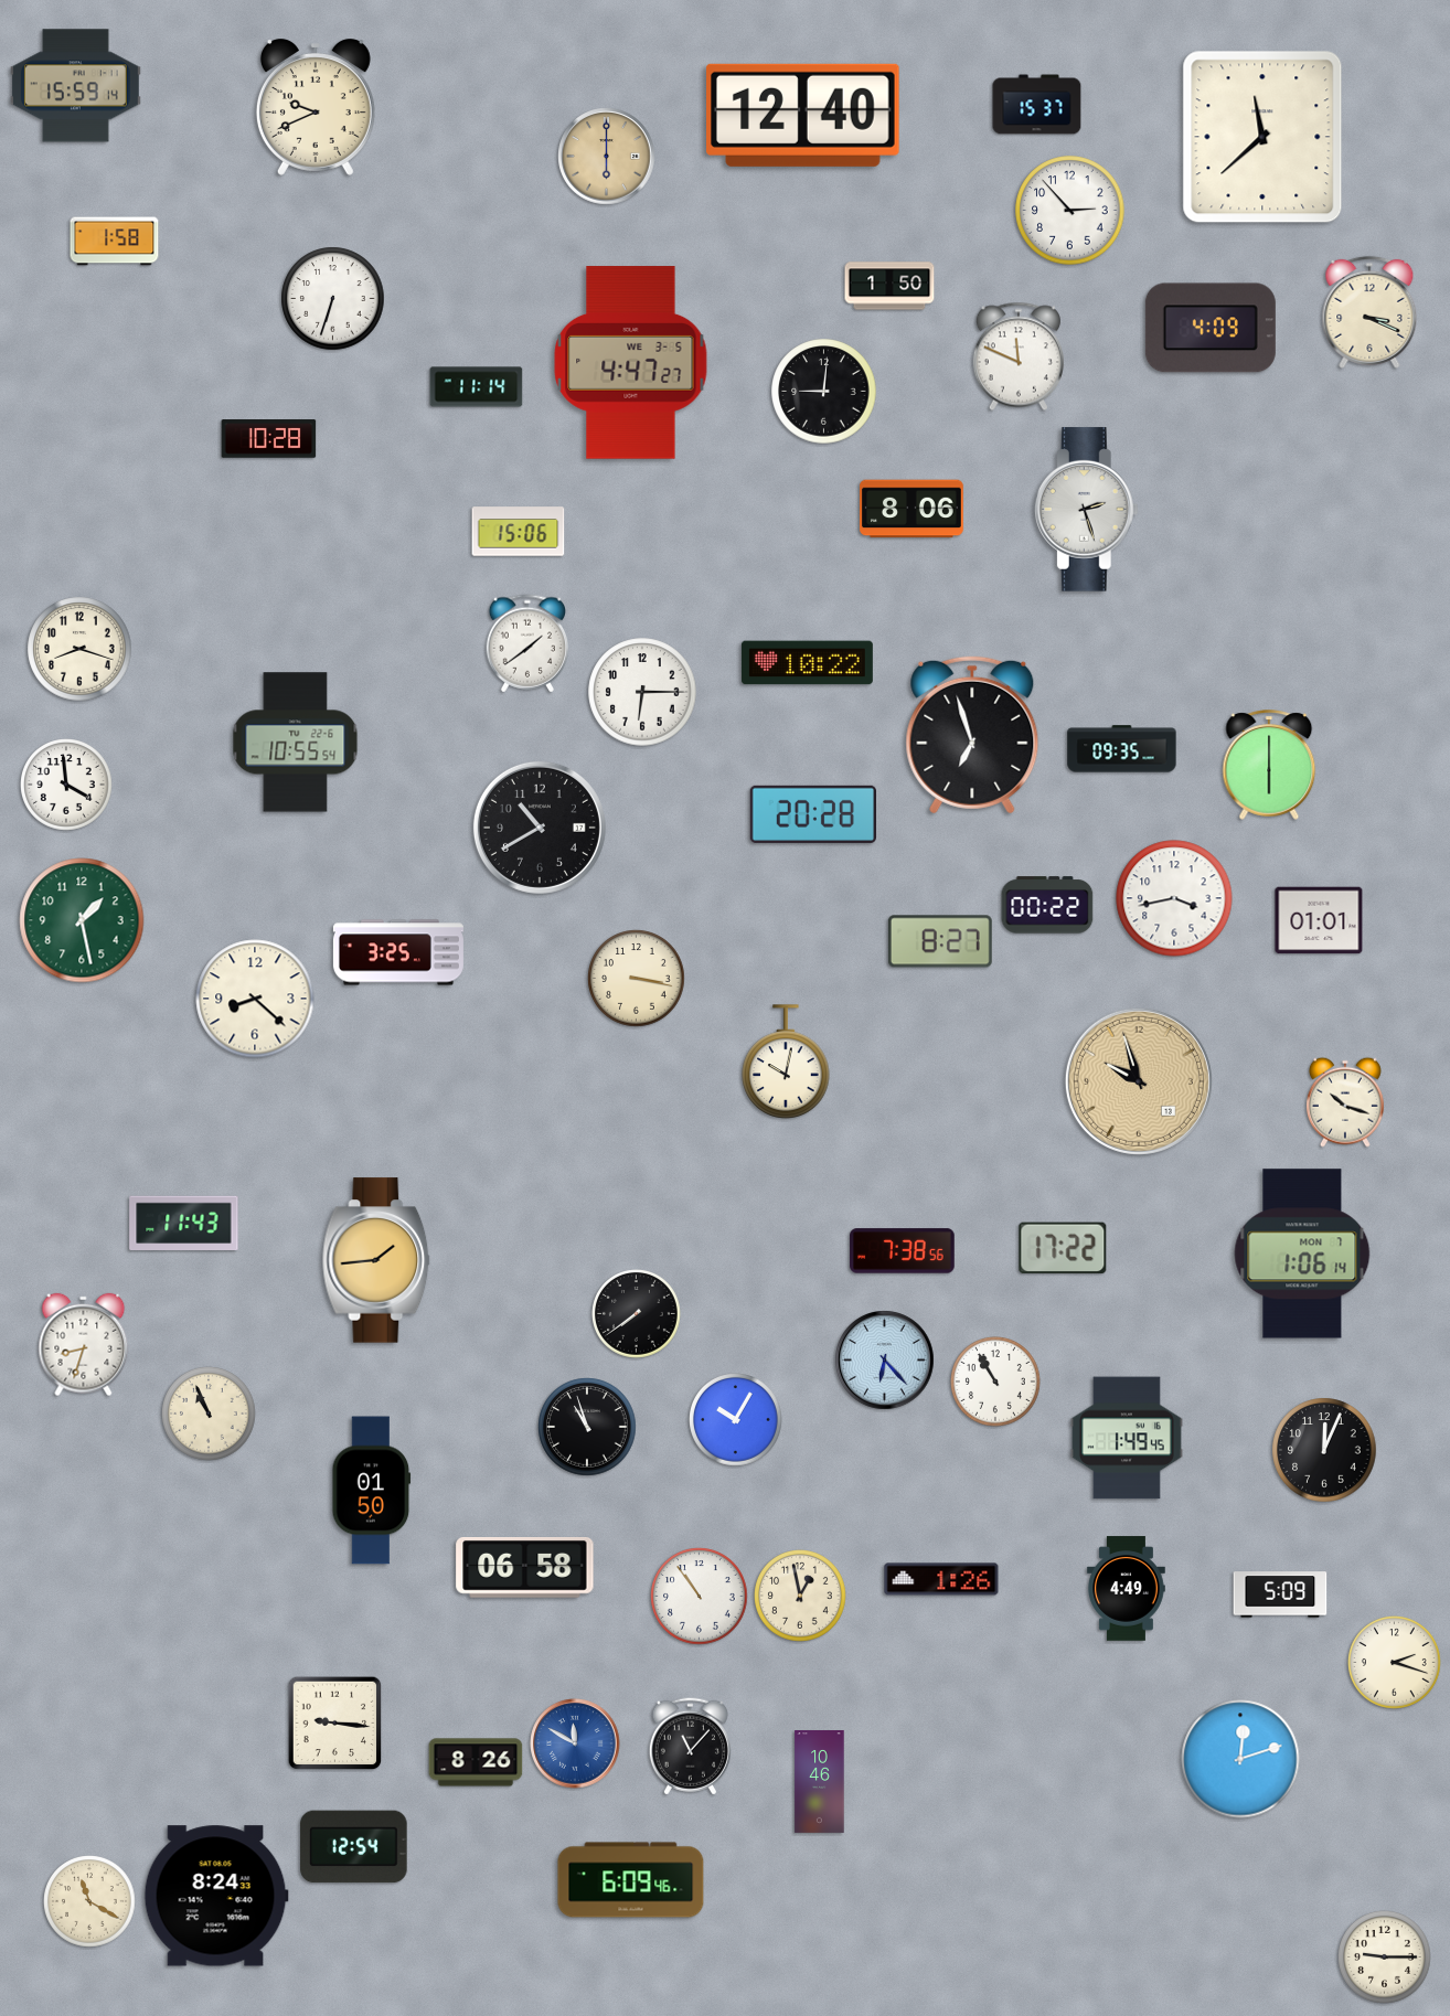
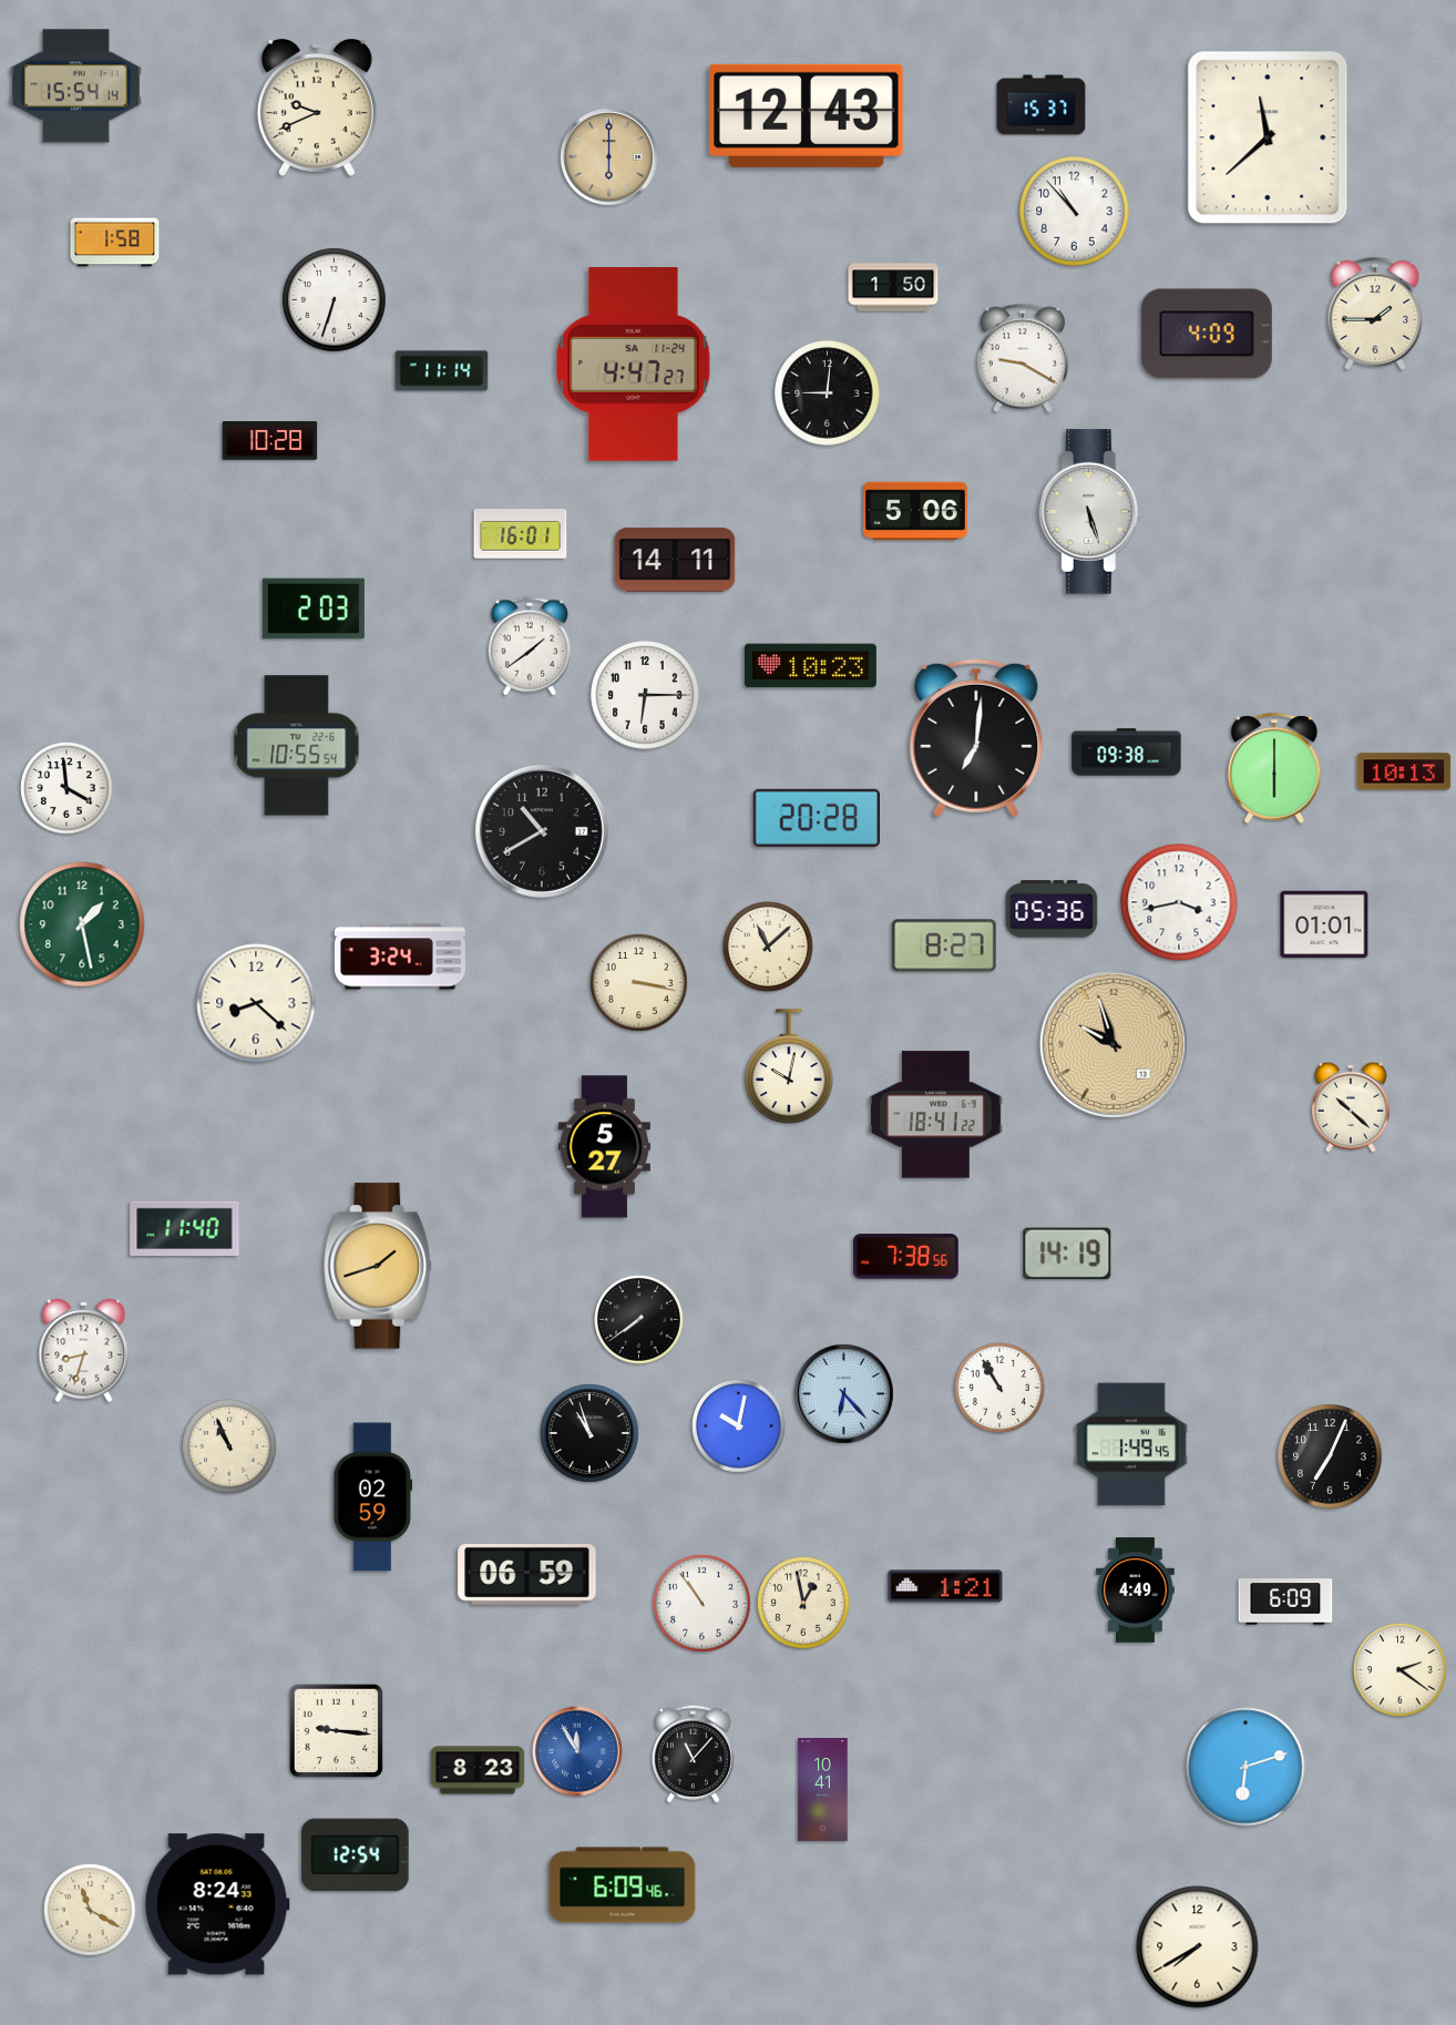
clock at (75, 86): 15:59 -> 15:54
clock at (803, 115): 12:40 -> 12:43
clock at (1070, 211): 2:53 -> 10:53
clock at (1369, 312): 3:19 -> 1:45
clock at (1211, 328) position: (1211, 328) -> (1207, 334)
clock at (1019, 356): 11:49 -> 9:20
clock at (631, 363) date: WE 3-5 -> SA 11-24
clock at (477, 387) position: (477, 387) -> (442, 371)
clock at (913, 509): 8:06 -> 5:06
clock at (1086, 510): 2:27 -> 5:27
clock at (519, 532): 15:06 -> 16:01
clock at (675, 560): none -> 14:11
clock at (314, 608): none -> 2:03
clock at (79, 649): 8:18 -> none
clock at (807, 663): 10:22 -> 10:23
clock at (972, 735): 6:57 -> 7:01
clock at (1122, 749): 09:35 -> 09:38
clock at (1404, 771): none -> 10:13
clock at (1047, 905): 00:22 -> 05:36
clock at (769, 948): none -> 11:08
clock at (398, 952): 3:25 -> 3:24
clock at (1139, 1081) position: (1139, 1081) -> (1114, 1044)
clock at (1345, 1102): 10:18 -> 10:22
clock at (936, 1115): none -> 18:41
clock at (604, 1147): none -> 5:27
clock at (184, 1223): 11:43 -> 11:40
clock at (1063, 1247): 17:22 -> 14:19
clock at (1302, 1254): 1:06 -> none
clock at (376, 1260): 1:44 -> 1:42
clock at (885, 1361) position: (885, 1361) -> (844, 1394)
clock at (209, 1414) position: (209, 1414) -> (229, 1446)
clock at (736, 1420): 10:05 -> 10:02
clock at (1324, 1450): 12:04 -> 7:04
clock at (372, 1491): 01:50 -> 02:59
clock at (525, 1568): 06:58 -> 06:59
clock at (941, 1579): 1:26 -> 1:21
clock at (1127, 1589) position: (1127, 1589) -> (1136, 1591)
clock at (1280, 1594): 5:09 -> 6:09
clock at (1395, 1663): 2:18 -> 2:21
clock at (575, 1743): 11:50 -> 11:55
clock at (1240, 1759): 12:12 -> 6:12
clock at (476, 1762): 8:26 -> 8:23
clock at (820, 1782): 10:46 -> 10:41
clock at (631, 1880) position: (631, 1880) -> (623, 1885)
clock at (1198, 1947): none -> 7:40
clock at (1385, 1958): 9:15 -> none
